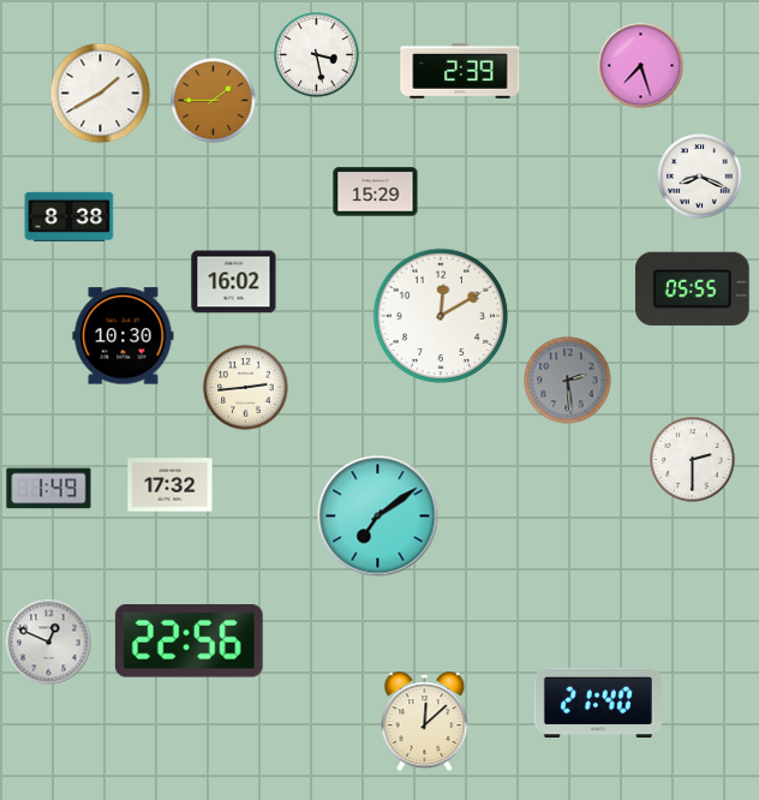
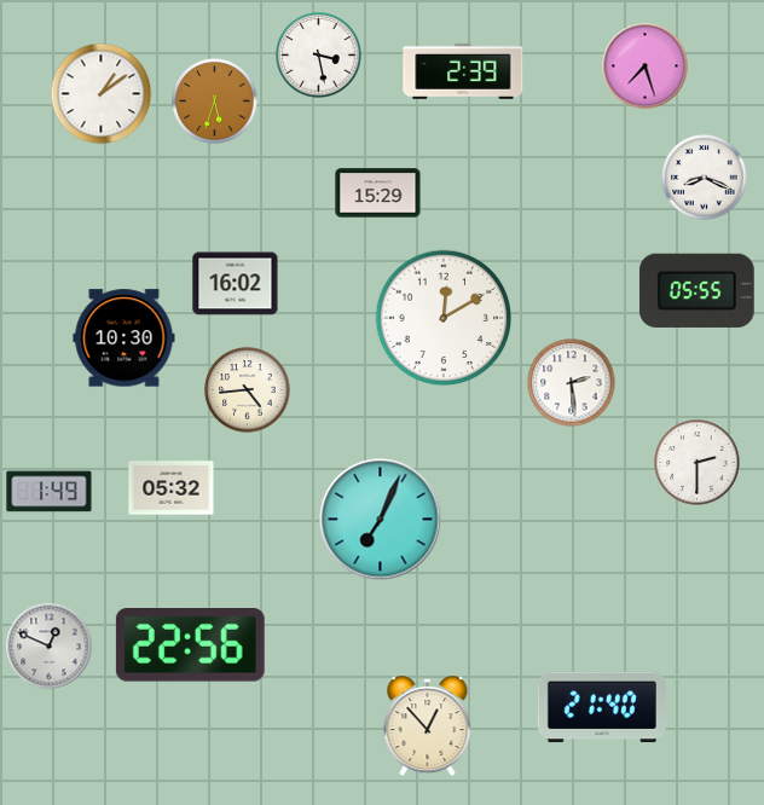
clock at (101, 94): 1:40 -> 1:09
clock at (214, 101): 1:45 -> 5:33
clock at (70, 216): 8:38 -> none
clock at (568, 381) dial: grey -> white
clock at (246, 388): 2:44 -> 4:44
clock at (171, 485): 17:32 -> 05:32
clock at (378, 517): 7:09 -> 7:04
clock at (425, 722): 12:08 -> 12:53
